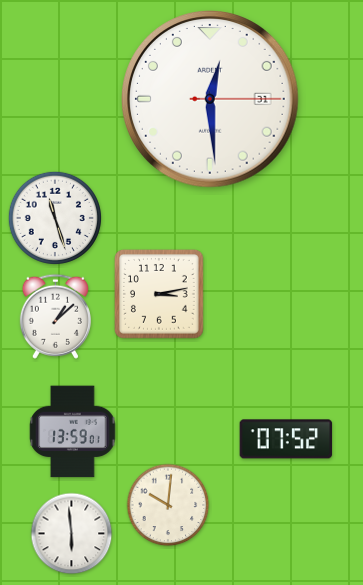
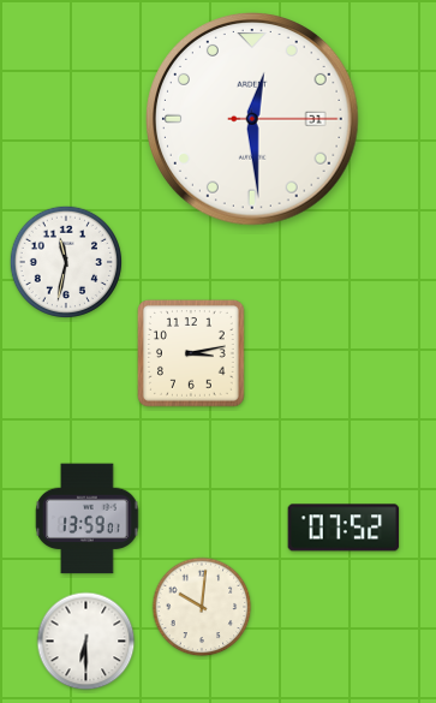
clock at (55, 218): 11:27 -> 11:32
clock at (55, 316): 1:08 -> none
clock at (72, 534): 5:59 -> 6:30
